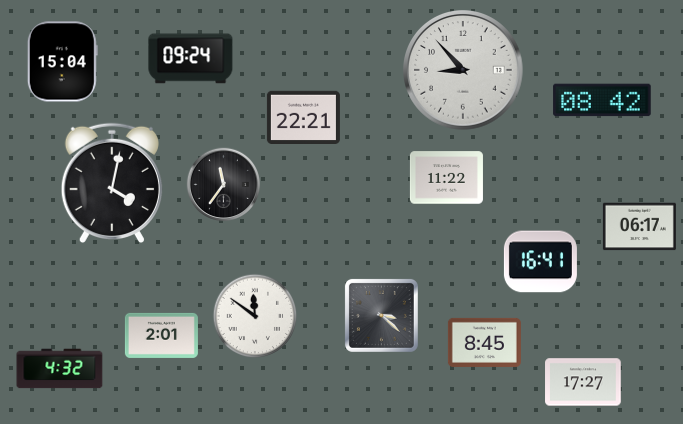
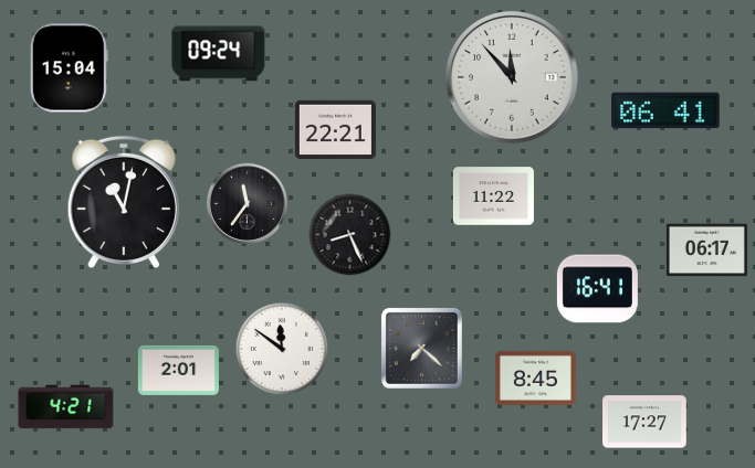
clock at (191, 59) position: (191, 59) -> (219, 54)
clock at (463, 70): 8:53 -> 11:53
clock at (602, 100): 08:42 -> 06:41
clock at (112, 182): 4:02 -> 11:02
clock at (350, 235): none -> 8:26
clock at (381, 315): 3:22 -> 7:22
clock at (60, 369): 4:32 -> 4:21
